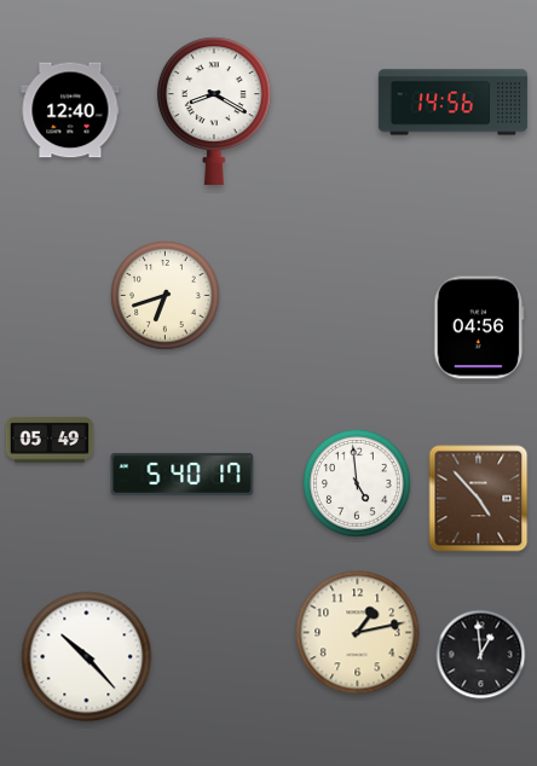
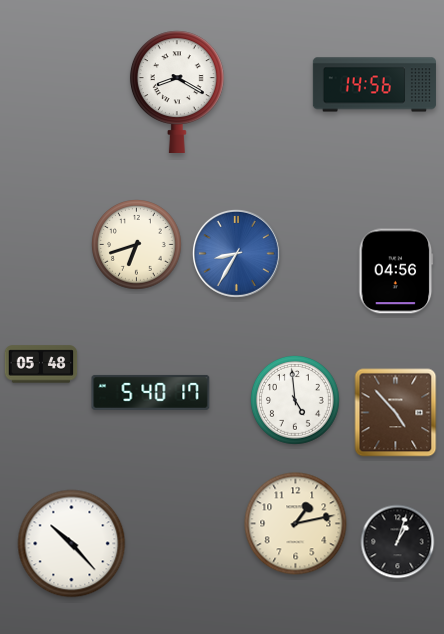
clock at (70, 110): 12:40 -> none
clock at (236, 253): none -> 8:35
clock at (50, 440): 05:49 -> 05:48
clock at (481, 655): 12:59 -> 1:03
